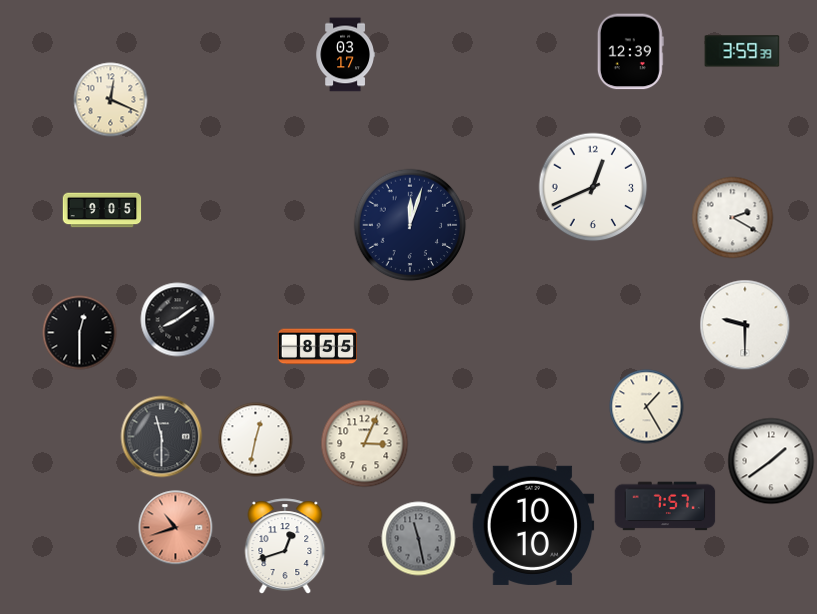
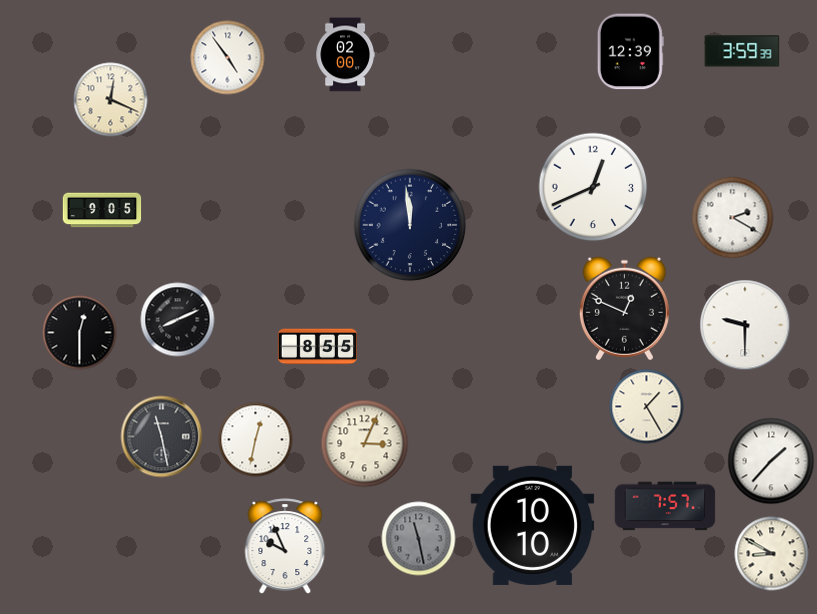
clock at (345, 55): 03:17 -> 02:00
clock at (228, 58): none -> 4:54
clock at (410, 225): 12:03 -> 11:59
clock at (624, 309): none -> 12:49
clock at (178, 320): 8:09 -> 8:11
clock at (162, 437): 11:30 -> 11:28
clock at (771, 461): 1:39 -> 1:37
clock at (176, 528): 10:42 -> none
clock at (285, 546): 12:42 -> 9:56
clock at (772, 554): none -> 8:50
